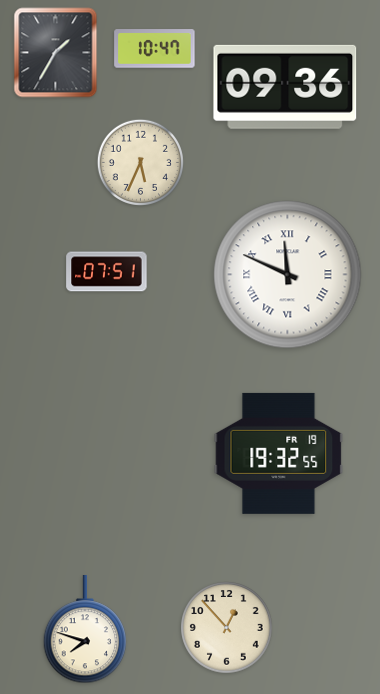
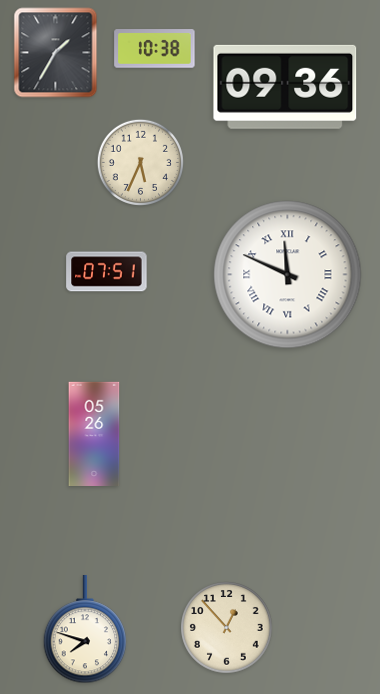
clock at (155, 49): 10:47 -> 10:38
clock at (94, 433): none -> 05:26
clock at (279, 453): 19:32 -> none
